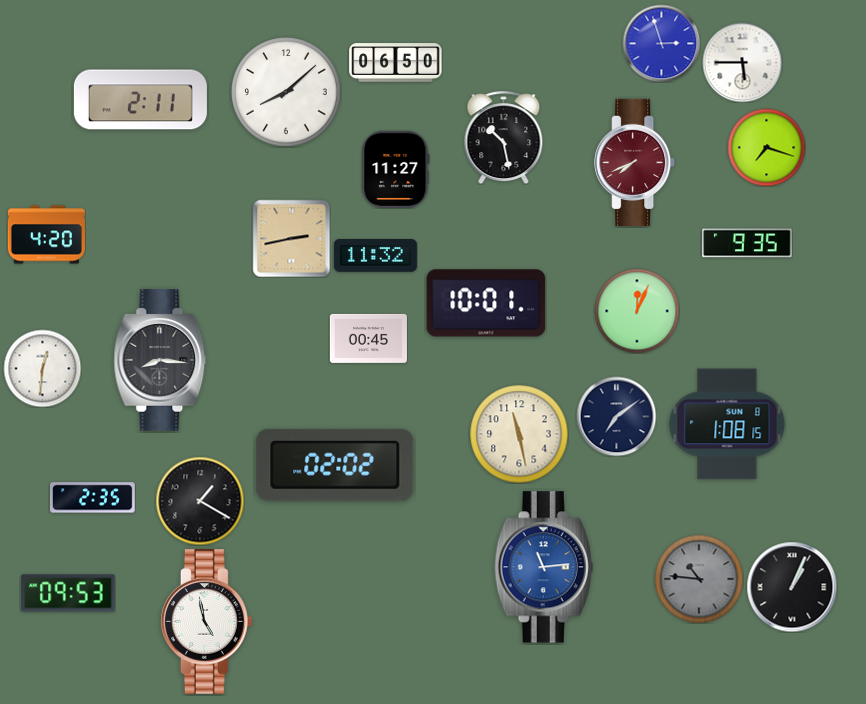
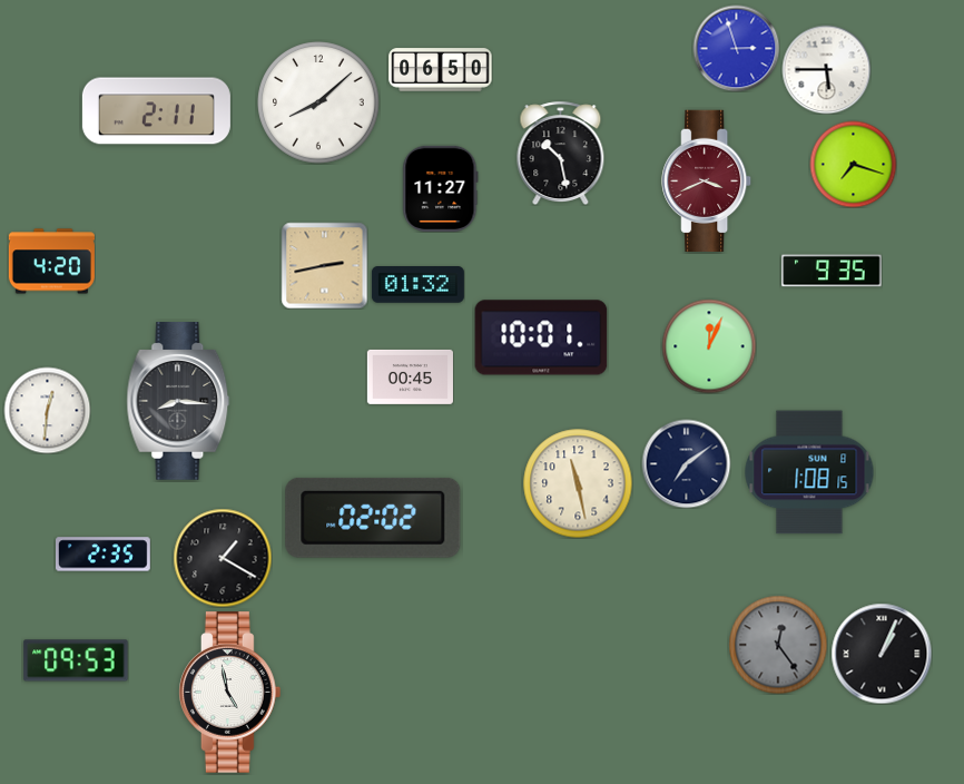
clock at (635, 162): 7:41 -> 3:41
clock at (375, 256): 11:32 -> 01:32
clock at (544, 567): 11:14 -> none
clock at (699, 579): 10:46 -> 12:24
